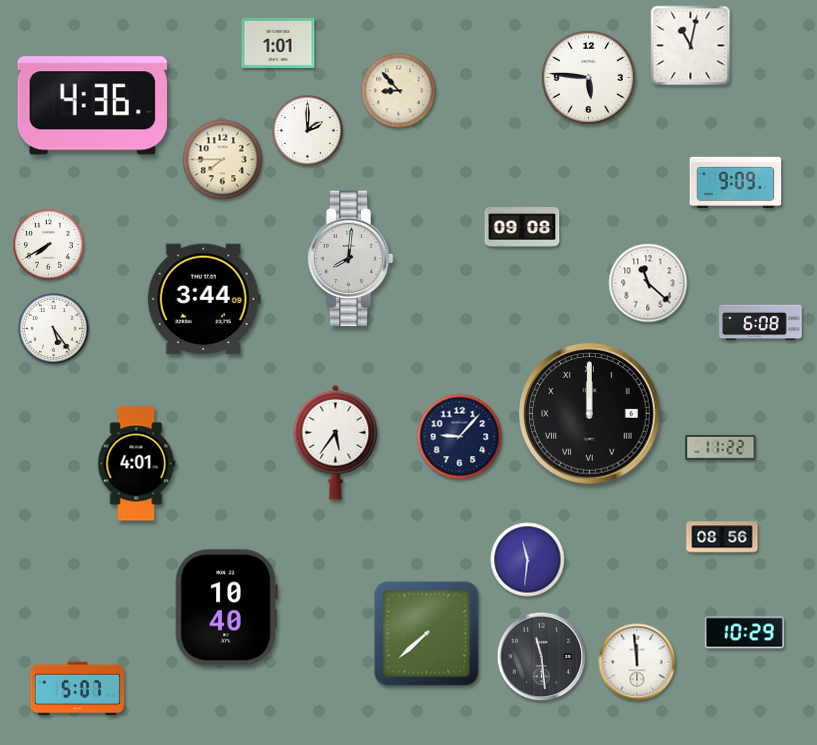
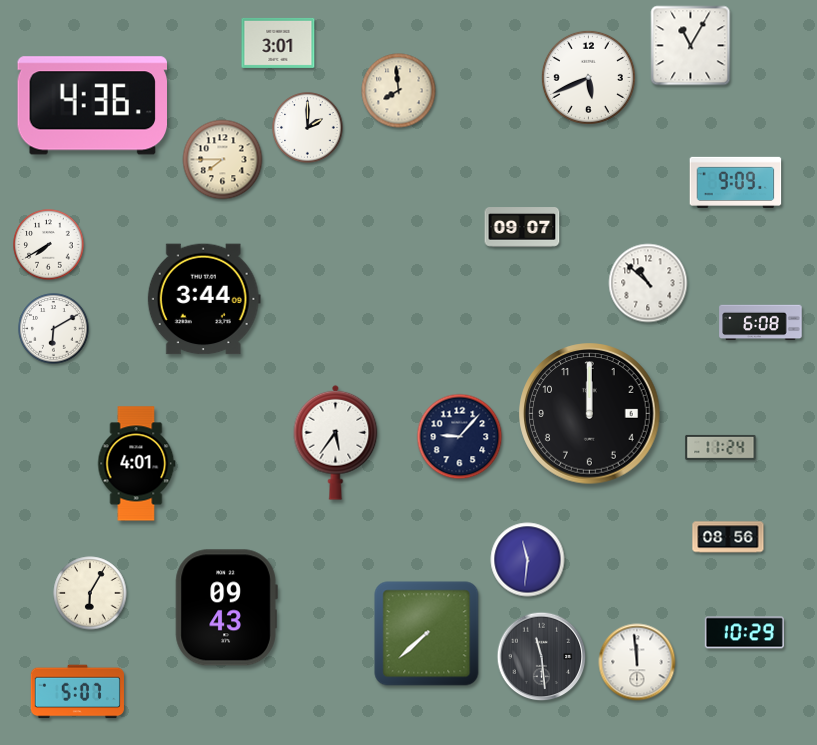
clock at (278, 43): 1:01 -> 3:01
clock at (691, 46): 11:02 -> 11:05
clock at (588, 77): 5:46 -> 5:41
clock at (399, 91): 8:53 -> 7:59
clock at (308, 131) position: (308, 131) -> (308, 128)
clock at (522, 227): 09:08 -> 09:07
clock at (350, 259): 8:01 -> none
clock at (648, 283): 11:22 -> 10:52
clock at (54, 329): 5:24 -> 6:10
clock at (590, 414) numerals: Roman -> Arabic
clock at (721, 447): 11:22 -> 11:24
clock at (722, 537) position: (722, 537) -> (728, 537)
clock at (90, 593): none -> 6:05
clock at (226, 608): 10:40 -> 09:43
clock at (77, 689) position: (77, 689) -> (77, 692)
